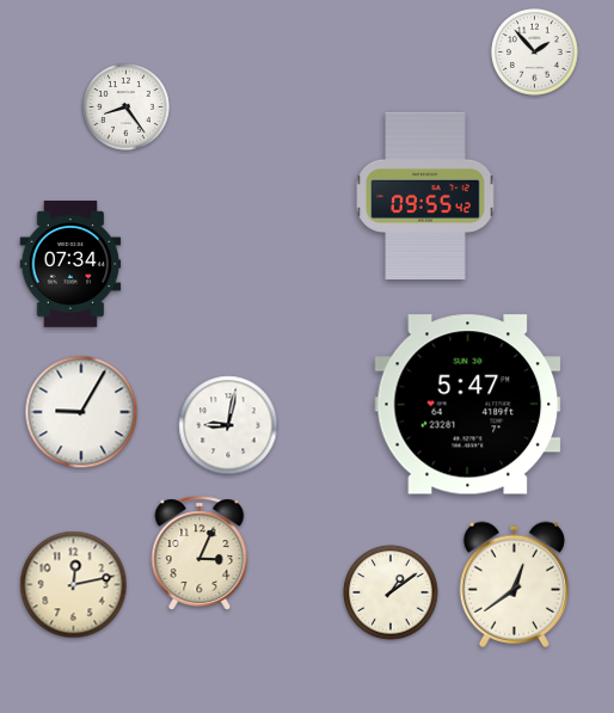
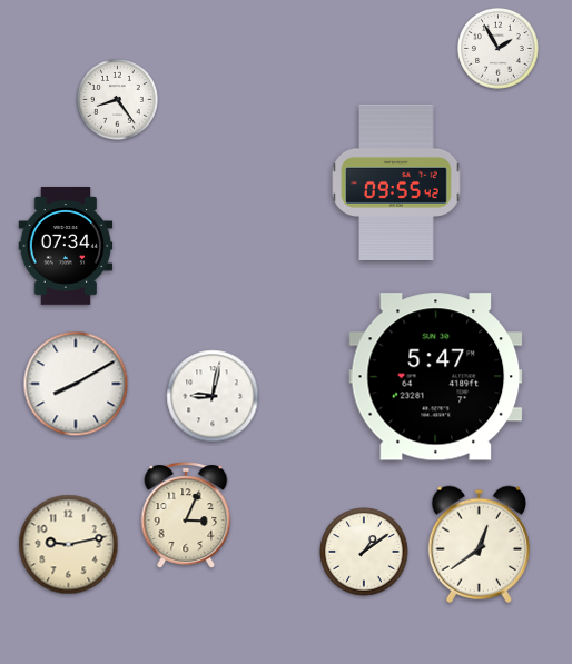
clock at (535, 53): 1:53 -> 1:55
clock at (81, 412): 9:05 -> 8:10
clock at (74, 585): 12:13 -> 9:13
